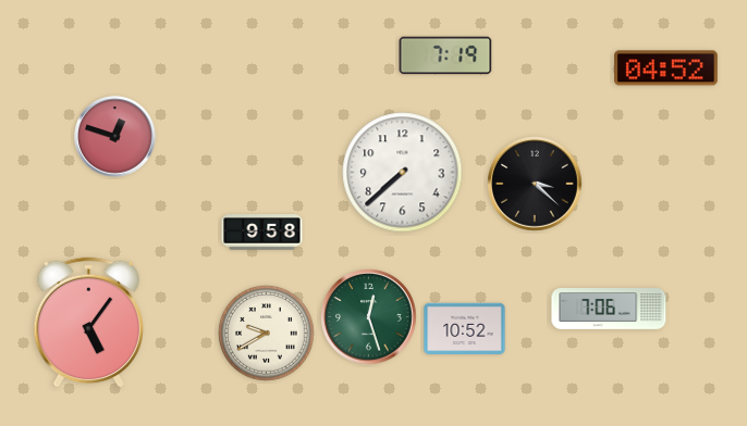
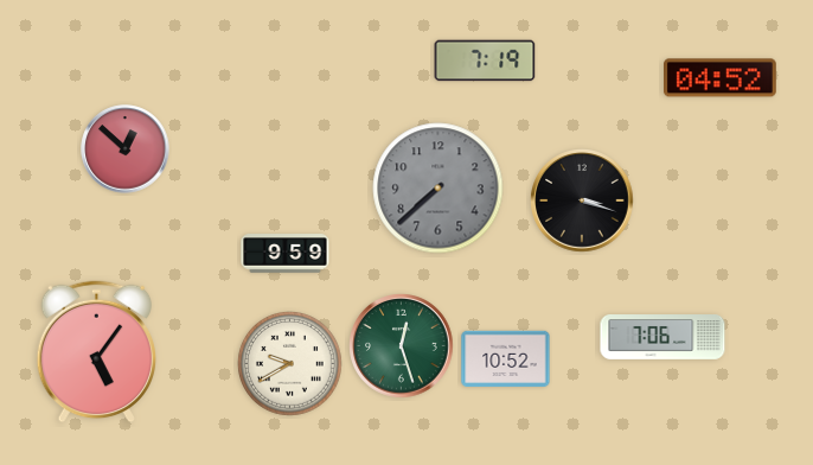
clock at (666, 68) position: (666, 68) -> (721, 78)
clock at (115, 137): 12:48 -> 12:52
clock at (403, 173) dial: white -> grey
clock at (535, 184): 3:22 -> 3:18
clock at (262, 233): 9:58 -> 9:59
